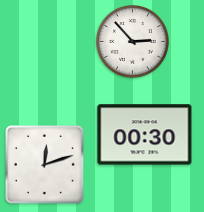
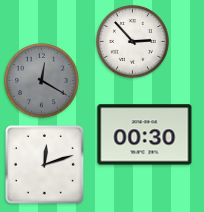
clock at (42, 81): none -> 12:20
